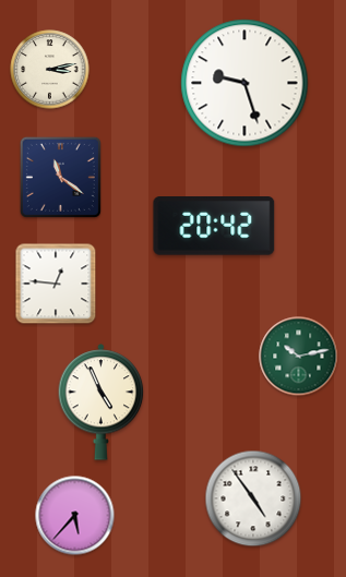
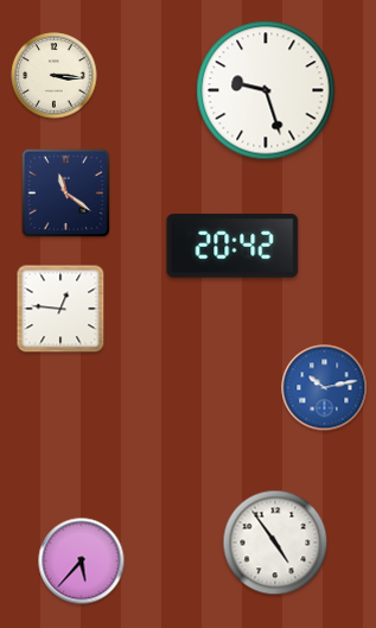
clock at (50, 70): 3:13 -> 3:16
clock at (299, 357) dial: green -> blue
clock at (102, 402): 4:56 -> none
